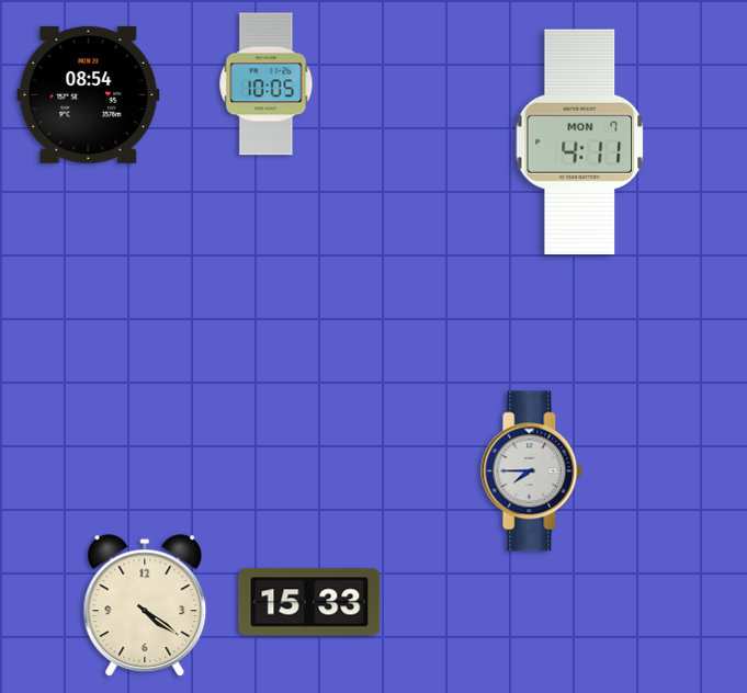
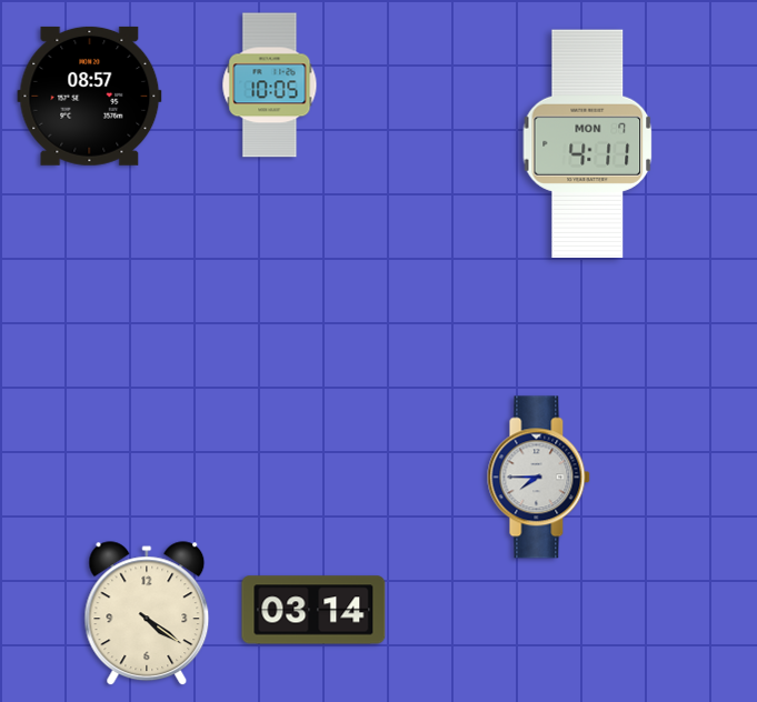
clock at (89, 94): 08:54 -> 08:57
clock at (309, 602): 15:33 -> 03:14
